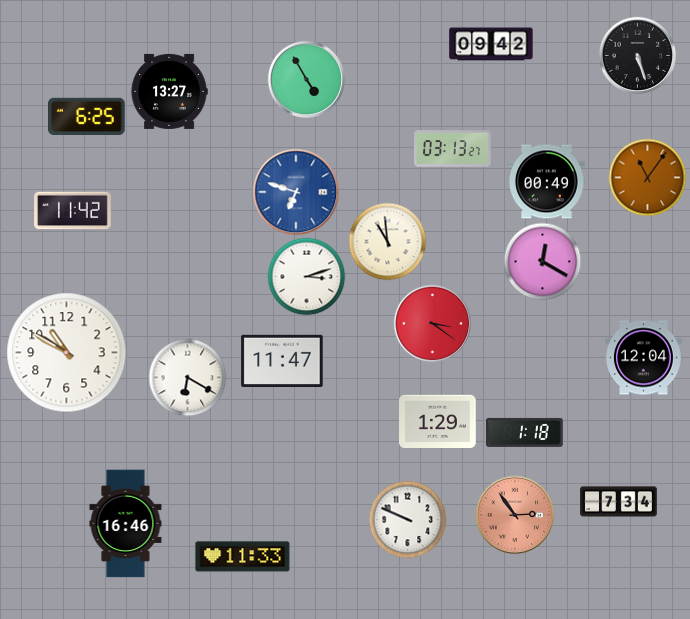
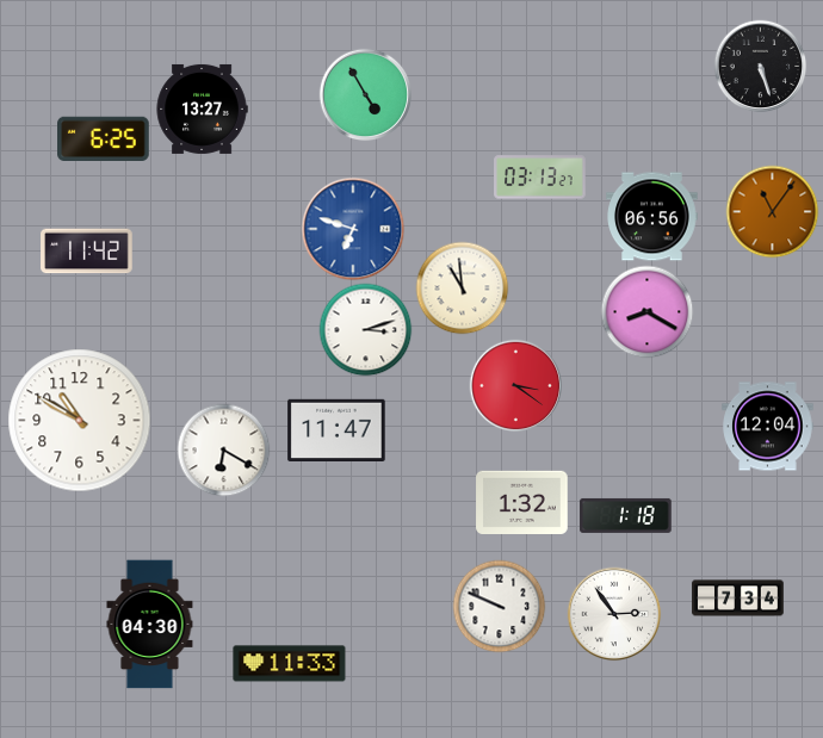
clock at (491, 44): 09:42 -> none
clock at (547, 182): 00:49 -> 06:56
clock at (542, 261): 12:20 -> 8:20
clock at (438, 421): 1:29 -> 1:32
clock at (515, 515) dial: salmon -> white
clock at (407, 519) position: (407, 519) -> (499, 606)
clock at (126, 524): 16:46 -> 04:30
